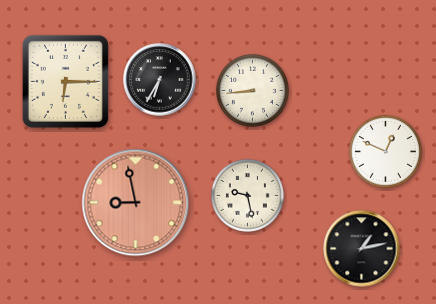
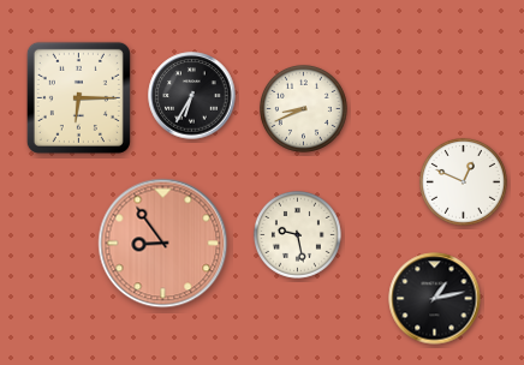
clock at (252, 90): 8:44 -> 8:41
clock at (136, 203): 8:58 -> 8:54
